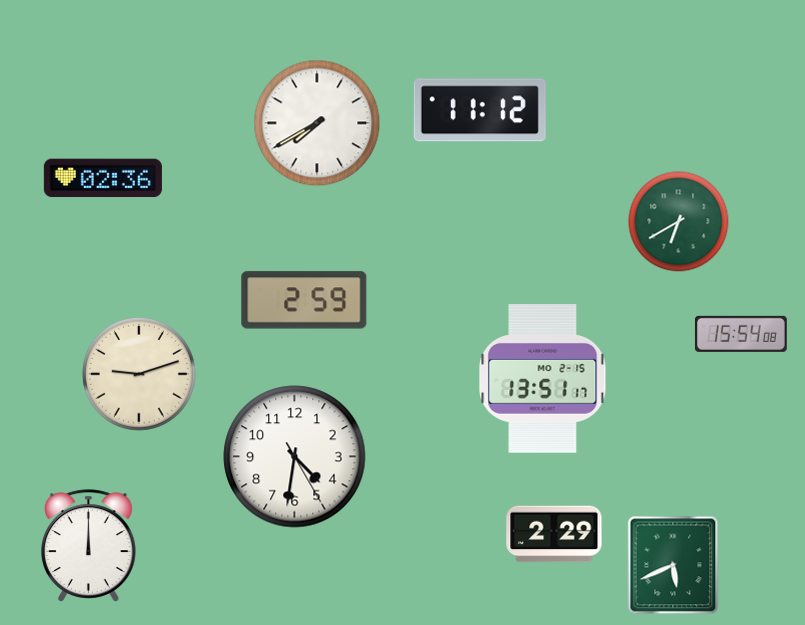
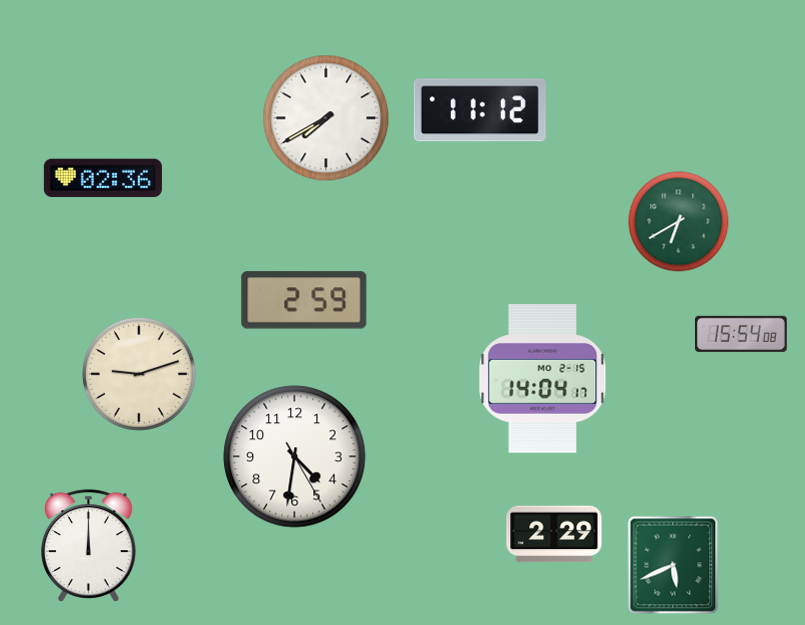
clock at (317, 123) position: (317, 123) -> (326, 118)
clock at (543, 379): 13:51 -> 14:04
